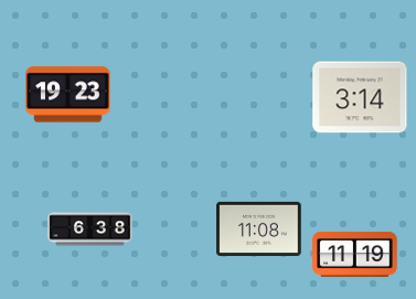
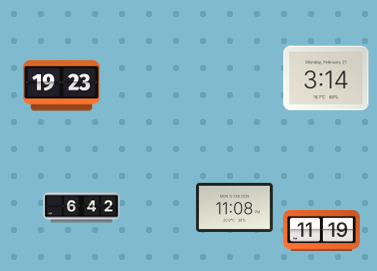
clock at (360, 97) position: (360, 97) -> (326, 78)
clock at (90, 229): 6:38 -> 6:42
